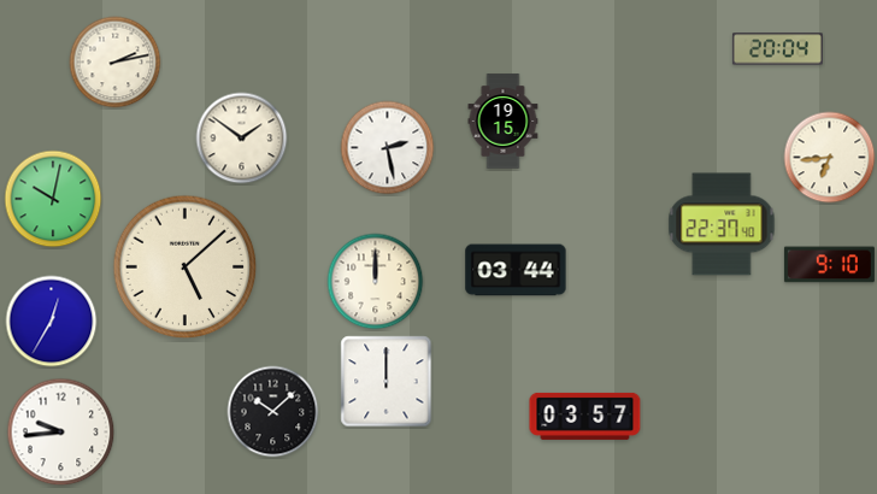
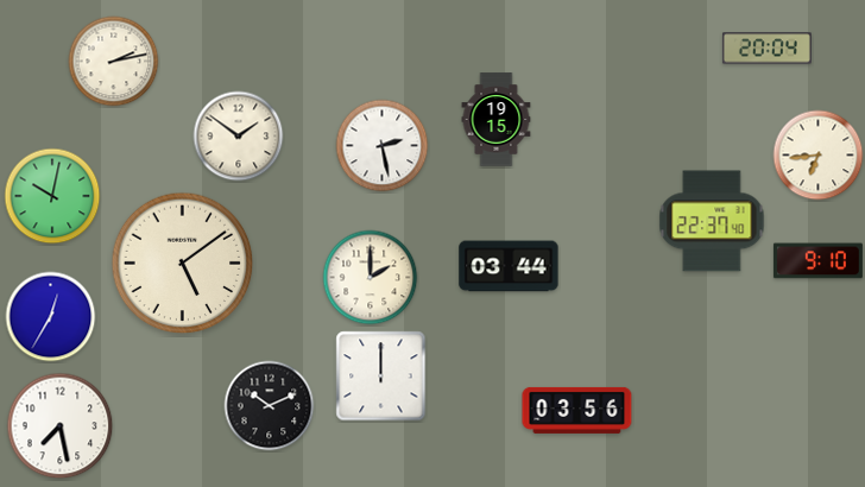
clock at (186, 267): 5:08 -> 5:09
clock at (376, 282): 12:00 -> 2:00
clock at (273, 412): 10:08 -> 10:11
clock at (585, 416): 03:57 -> 03:56
clock at (61, 433): 9:44 -> 7:28
